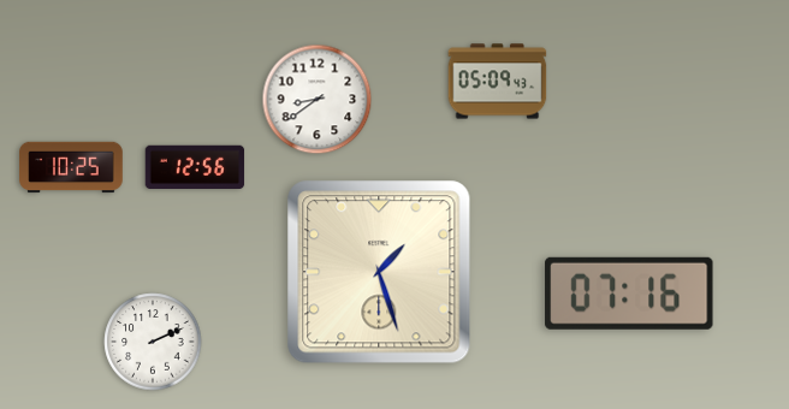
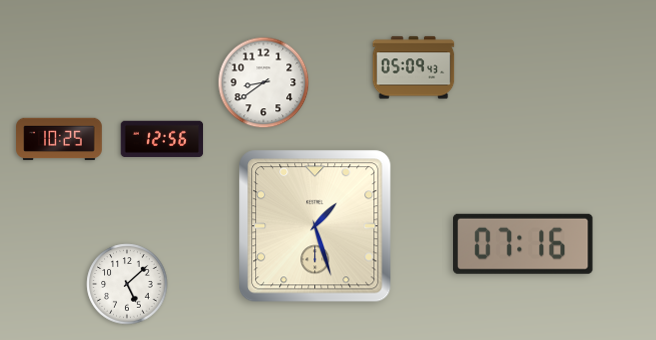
clock at (153, 342): 2:11 -> 5:08
